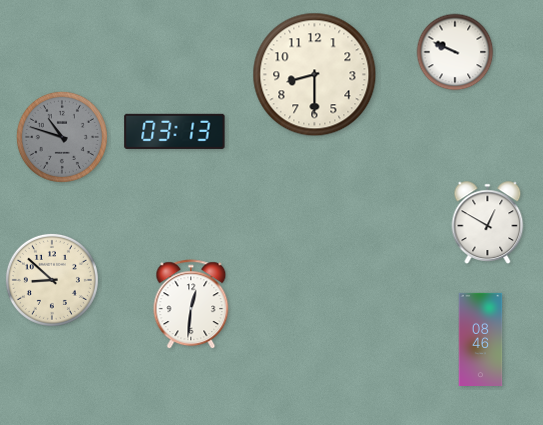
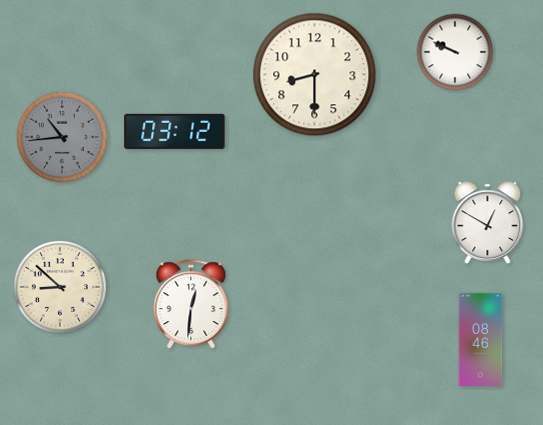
clock at (175, 131): 03:13 -> 03:12
clock at (62, 137): 10:48 -> 10:44
clock at (52, 280) position: (52, 280) -> (60, 287)
